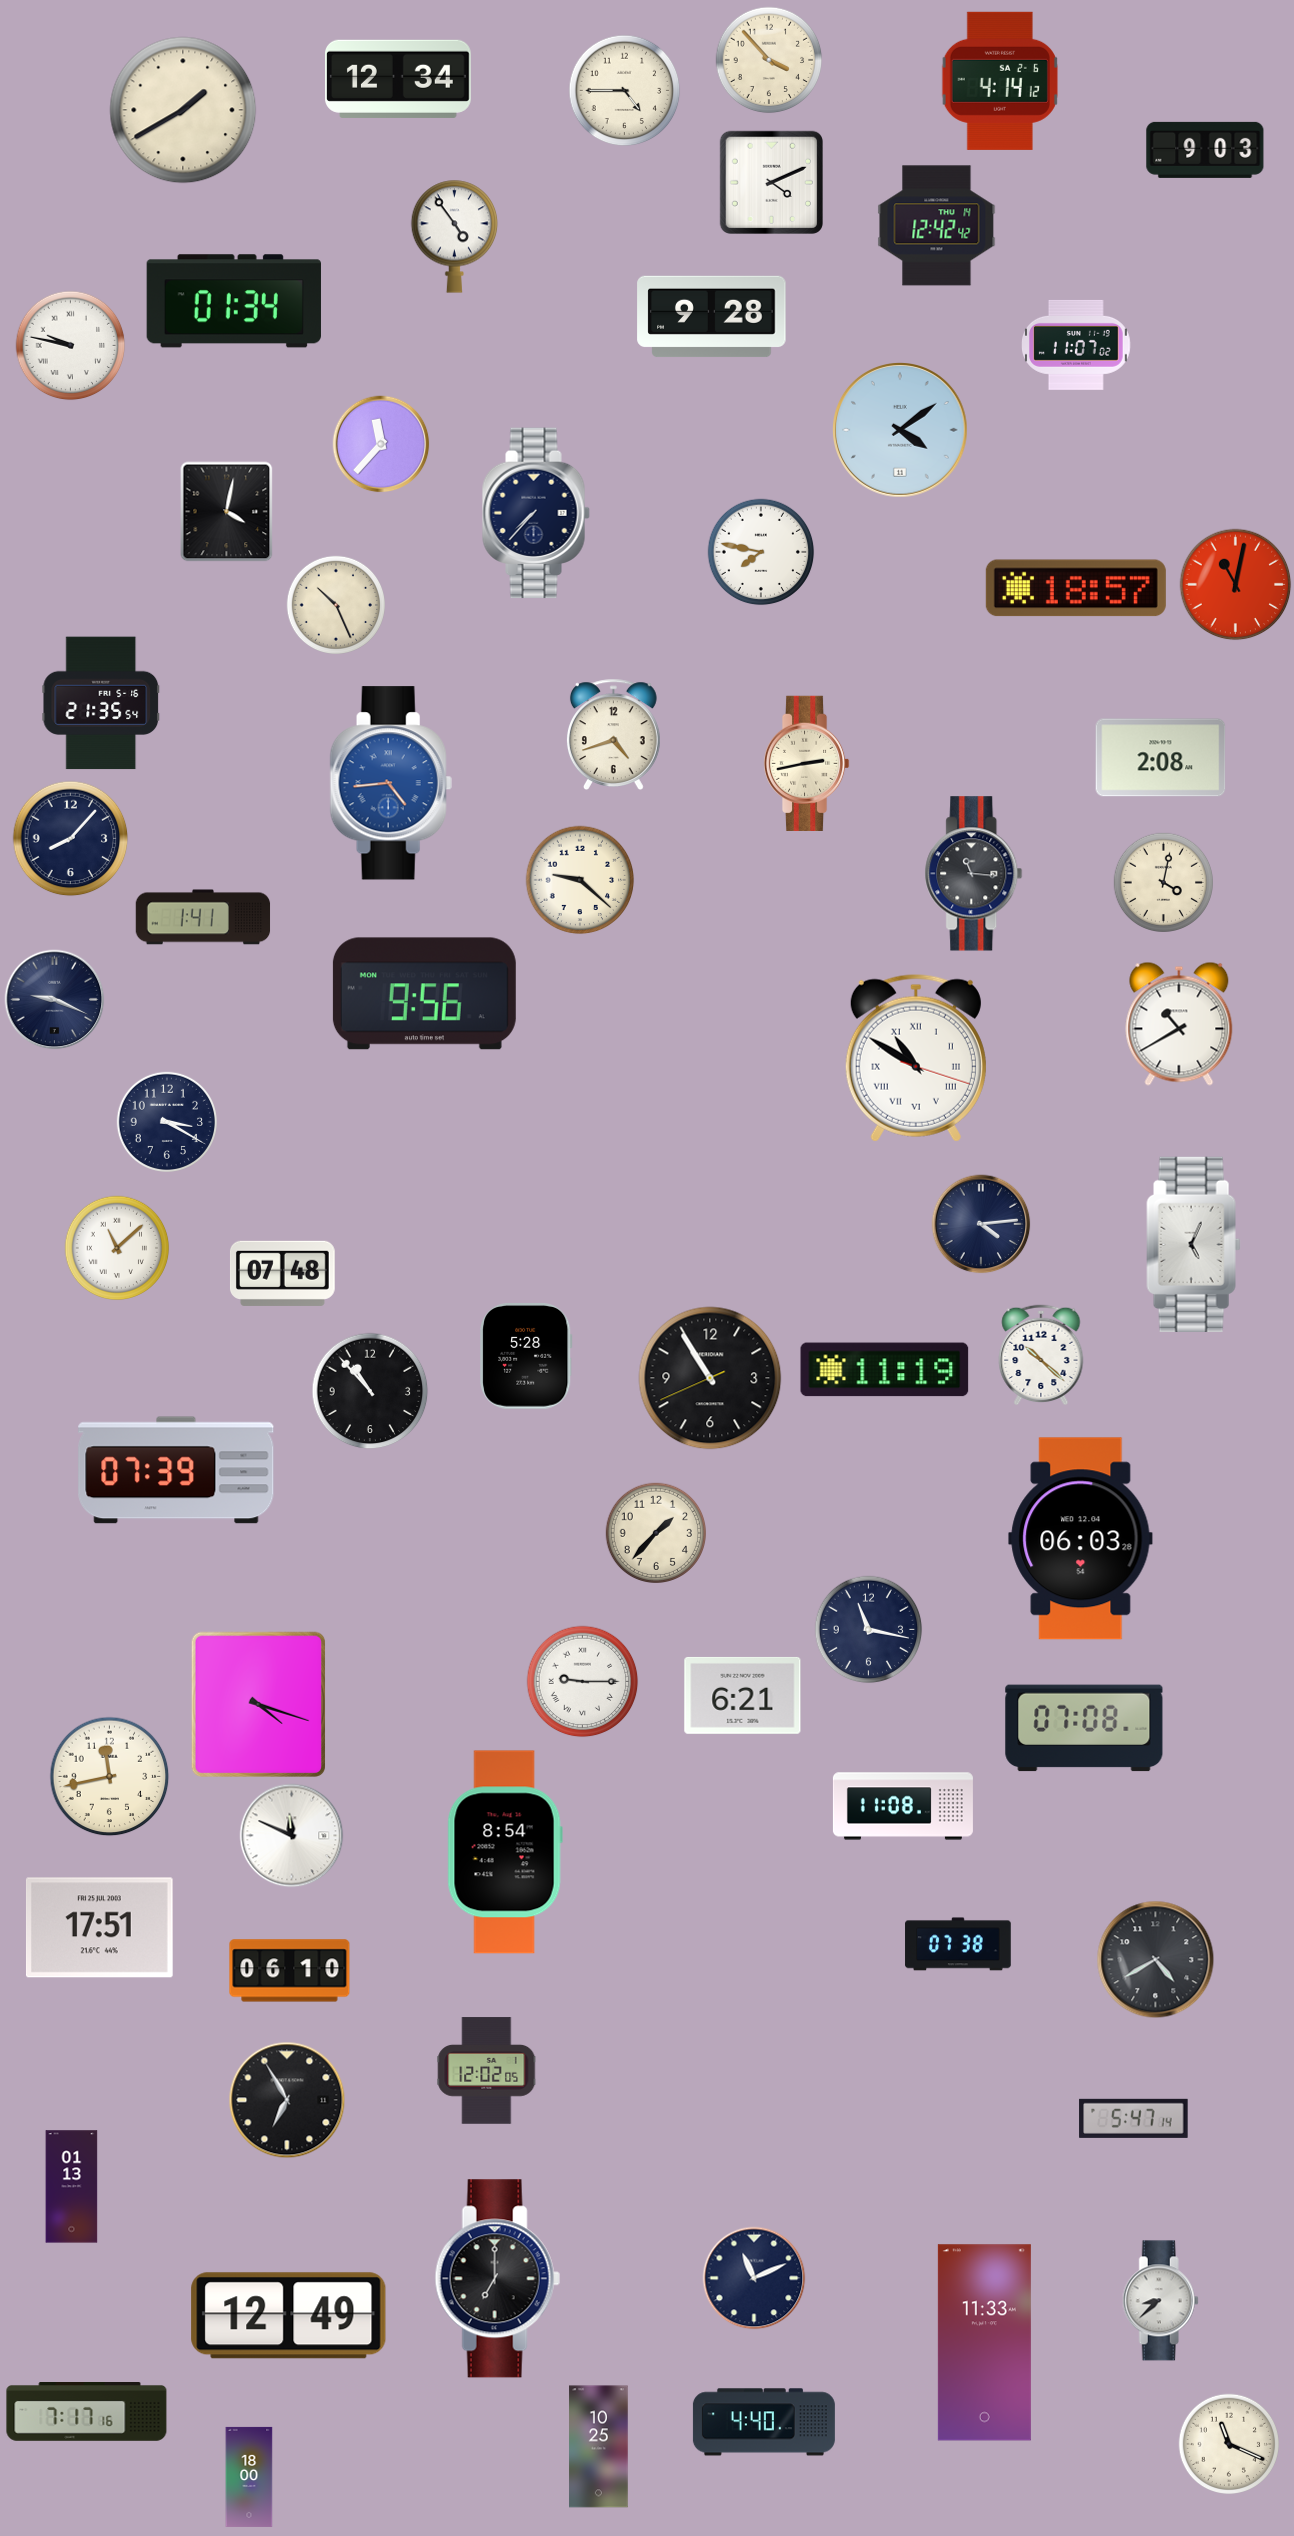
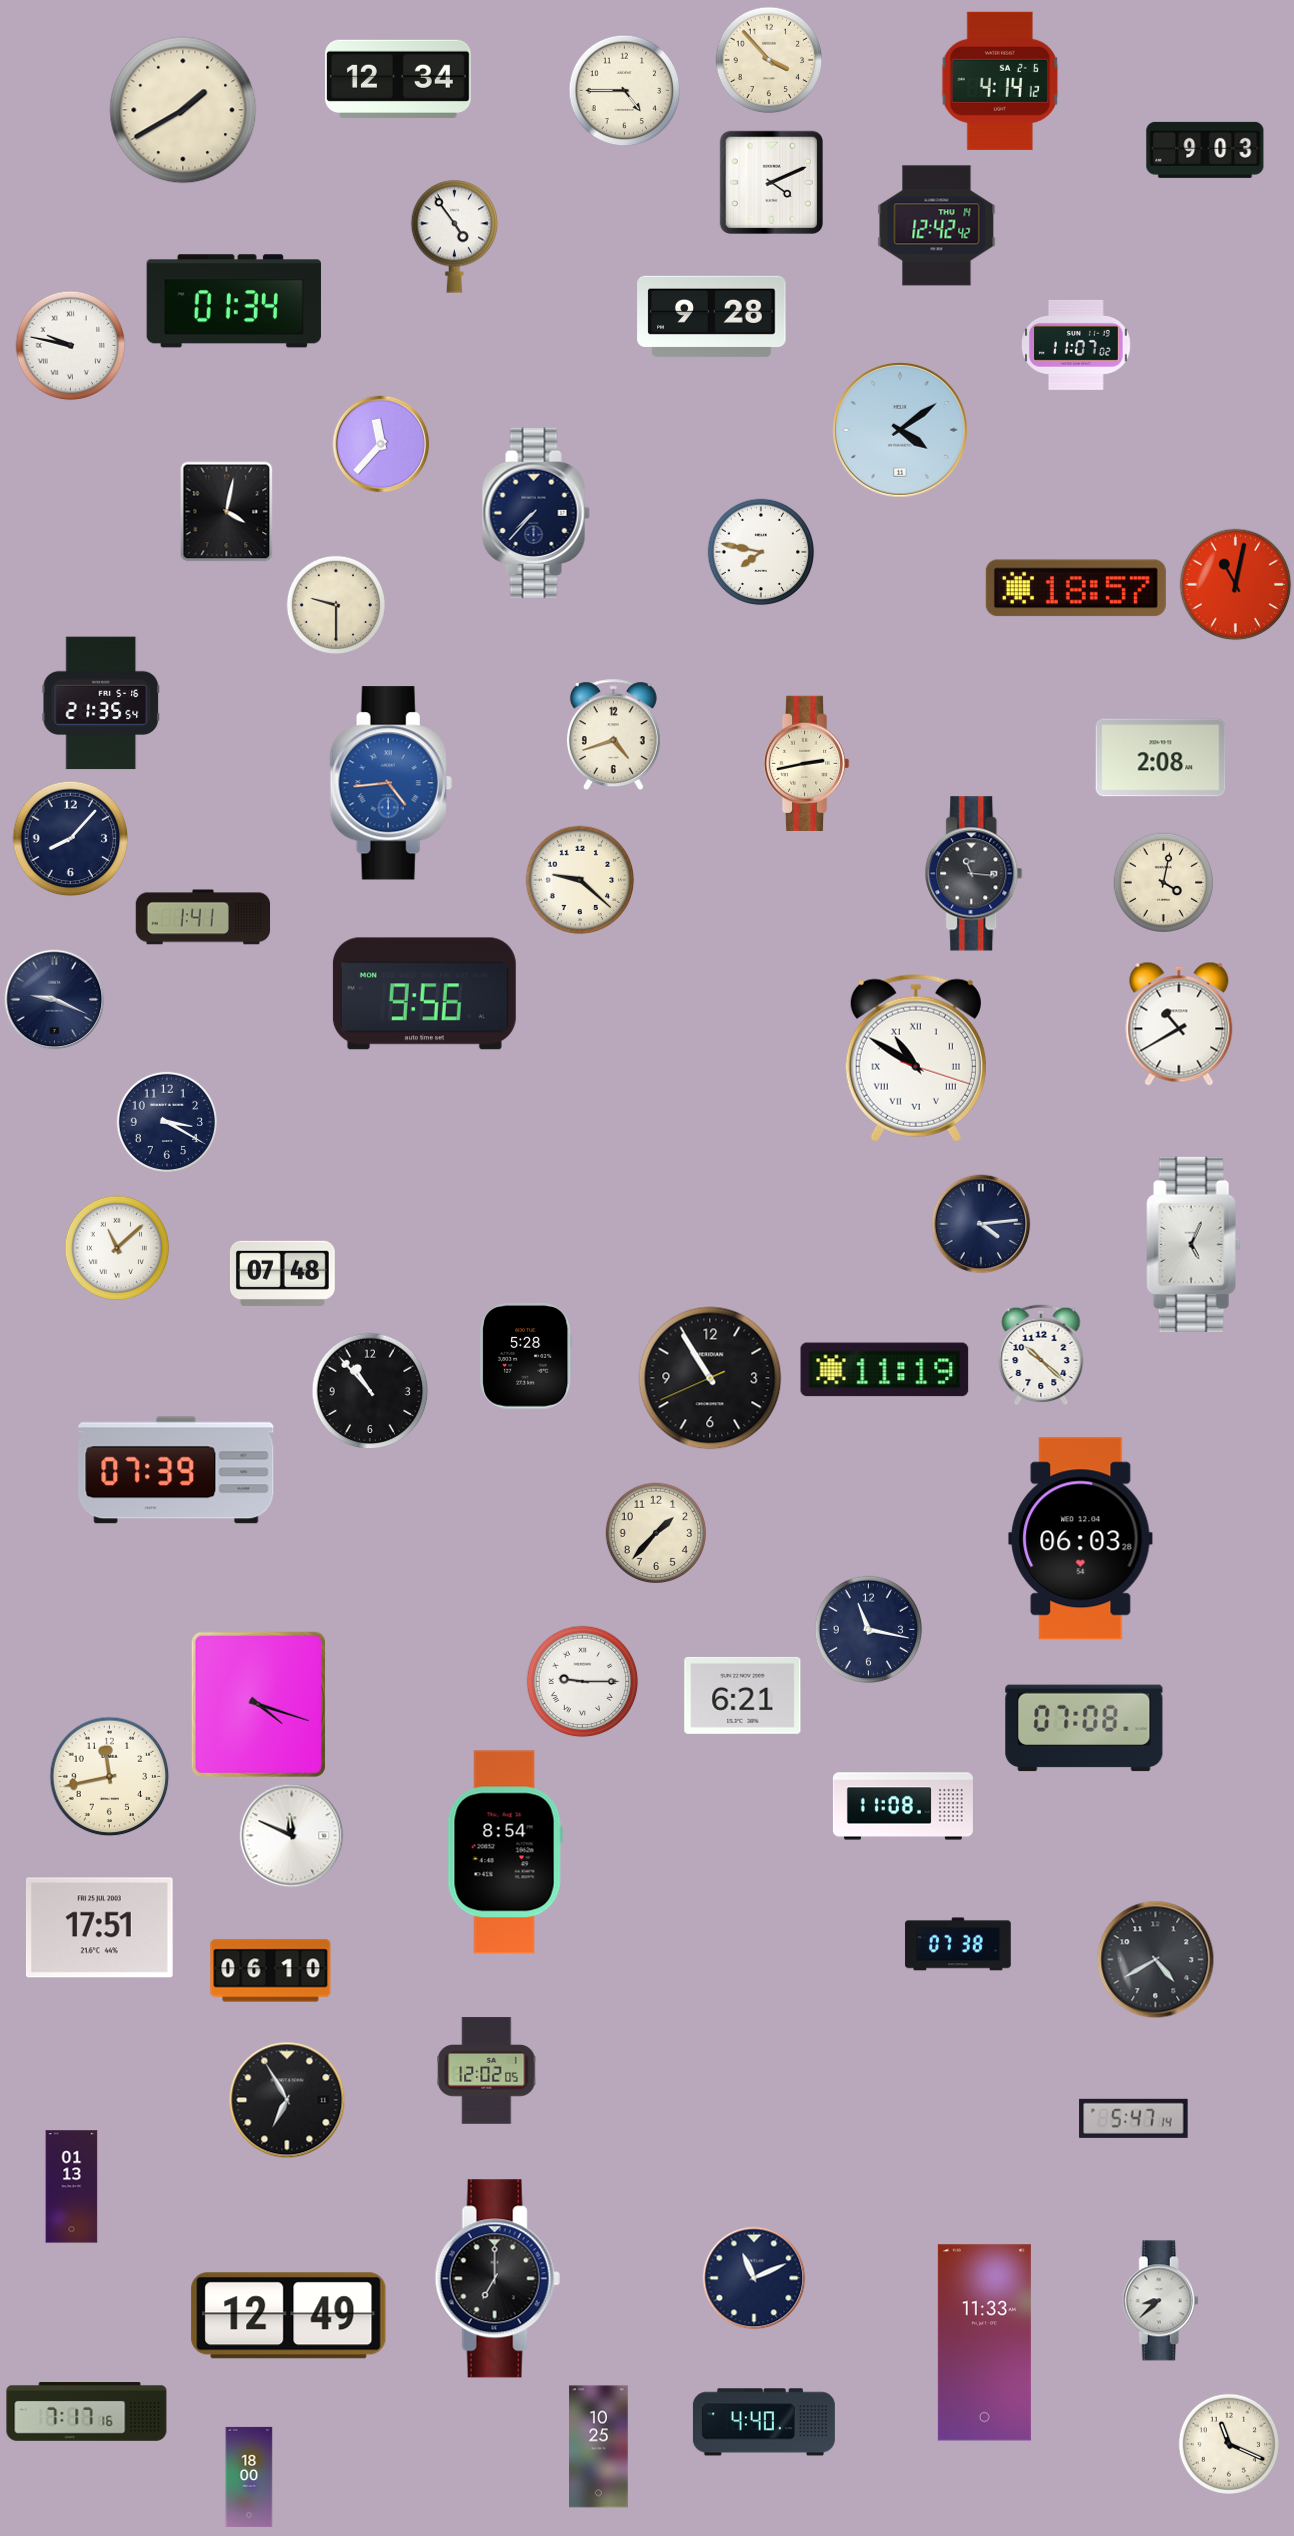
clock at (335, 604): 10:26 -> 9:30
clock at (290, 1971) position: (290, 1971) -> (271, 1971)
